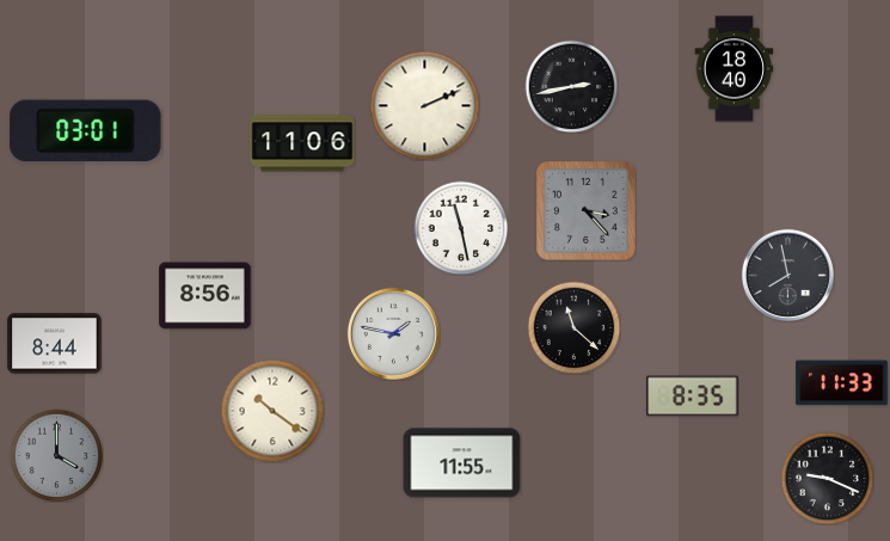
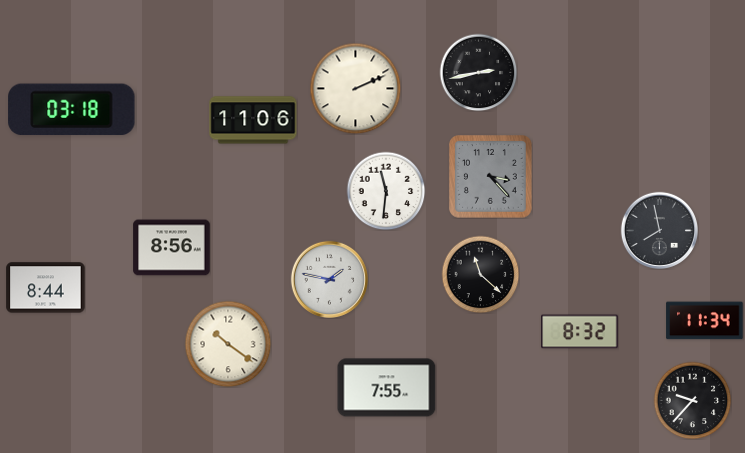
clock at (735, 69): 18:40 -> none
clock at (86, 131): 03:01 -> 03:18
clock at (461, 228): 11:28 -> 11:31
clock at (842, 383): 11:33 -> 11:34
clock at (693, 396): 8:35 -> 8:32
clock at (56, 455): 4:00 -> none
clock at (462, 463): 11:55 -> 7:55
clock at (827, 478): 9:19 -> 9:37
